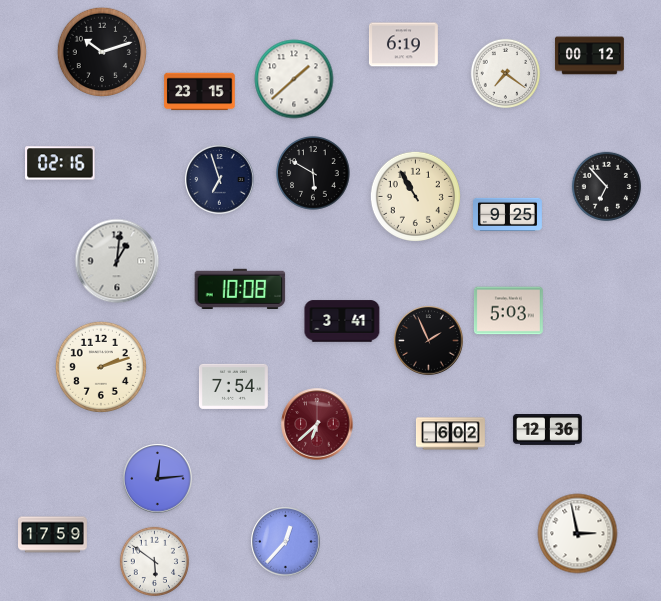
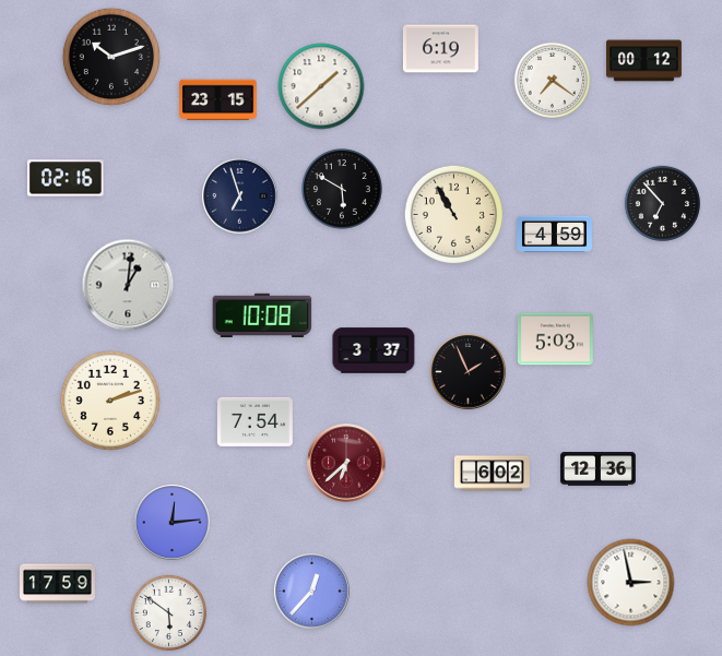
clock at (508, 214): 9:25 -> 4:59
clock at (342, 321): 3:41 -> 3:37
